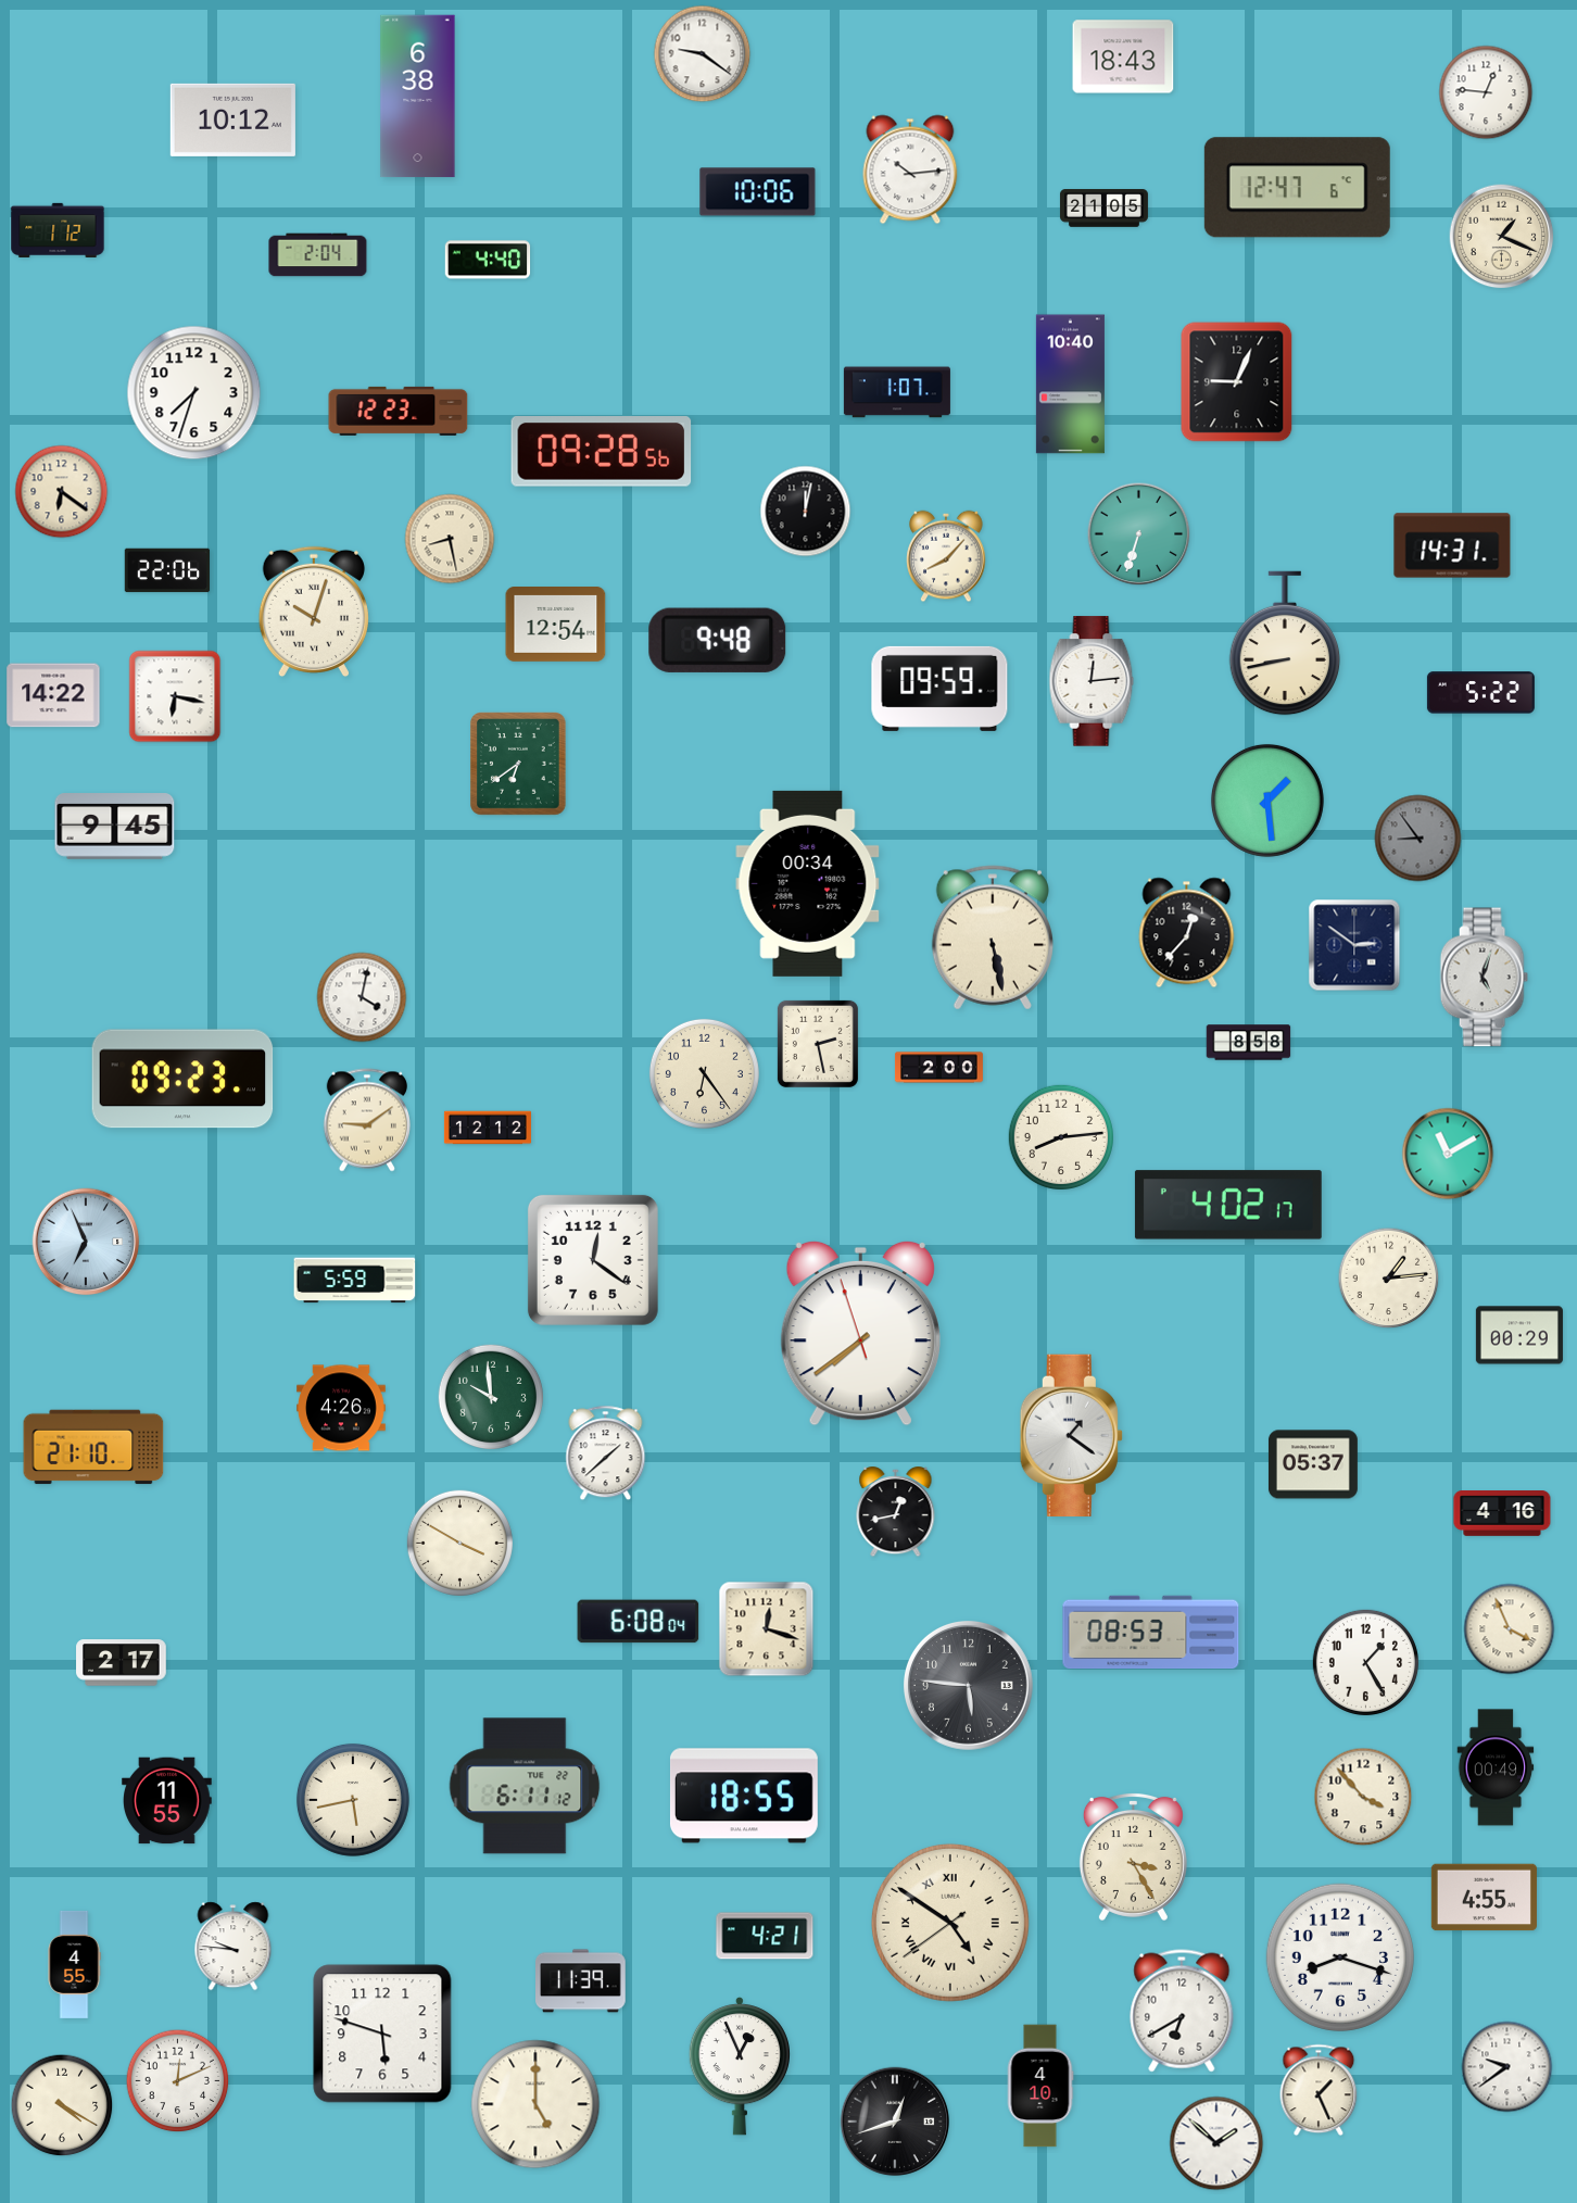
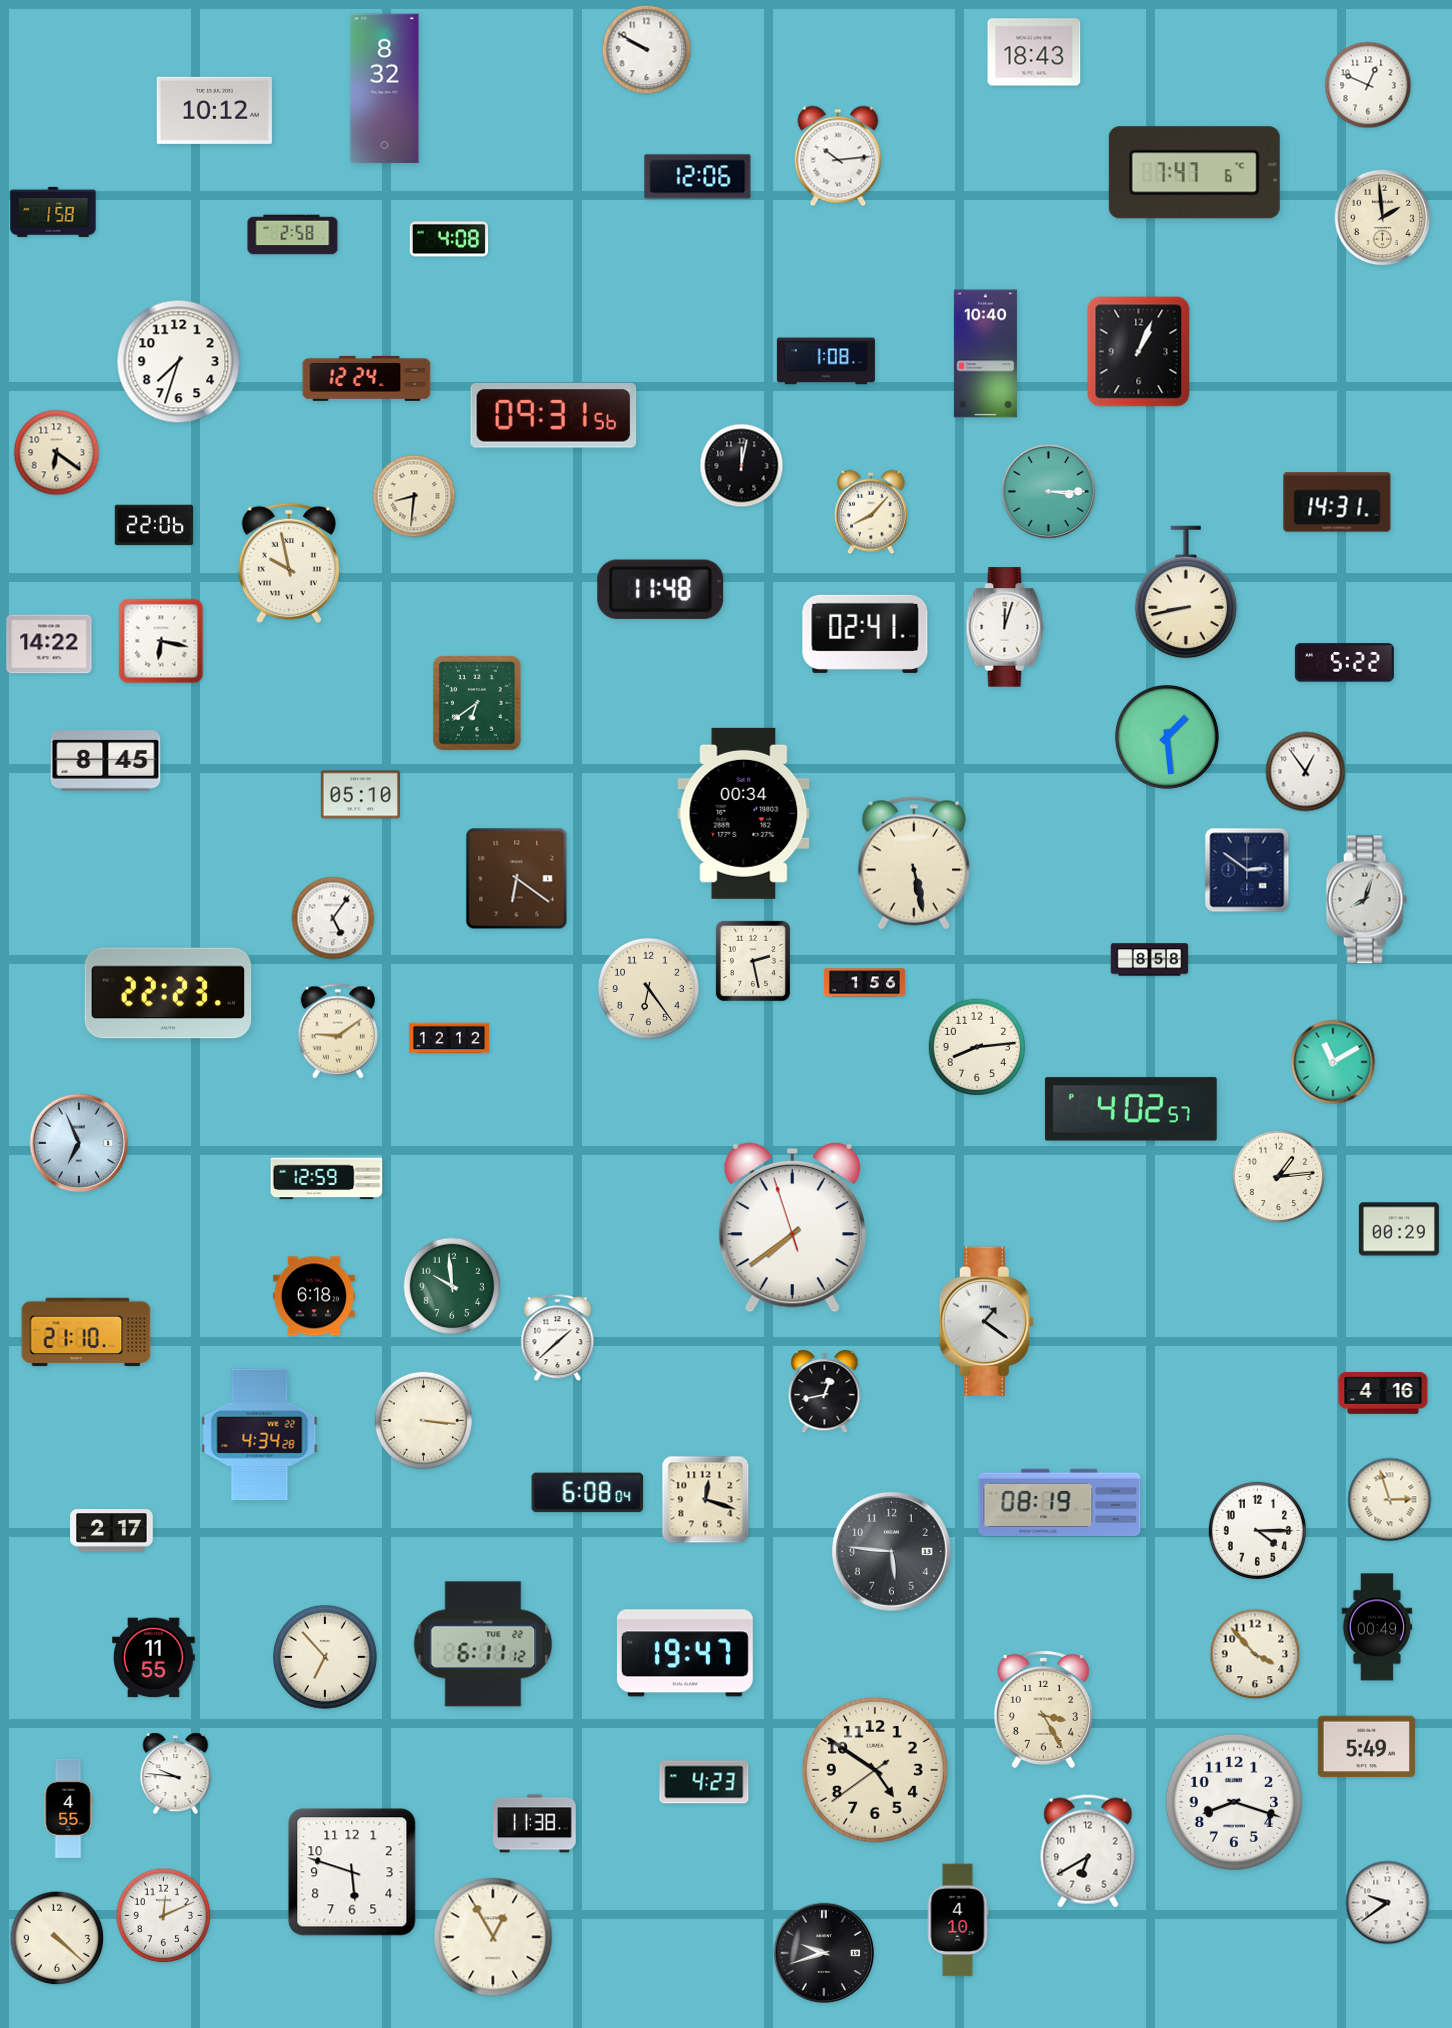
clock at (703, 54): 9:21 -> 9:50
clock at (1486, 92): 12:46 -> 12:49
clock at (418, 97): 6:38 -> 8:32
clock at (1297, 188): 12:47 -> 7:47
clock at (758, 192): 10:06 -> 12:06
clock at (1103, 209): 21:05 -> none
clock at (58, 230): 1:12 -> 1:58
clock at (1502, 237): 1:19 -> 1:59
clock at (318, 255): 2:04 -> 2:58
clock at (488, 260): 4:40 -> 4:08
clock at (1237, 382): 9:04 -> 1:04
clock at (897, 392): 1:07 -> 1:08
clock at (399, 411): 12:23 -> 12:24
clock at (602, 452): 09:28 -> 09:31
clock at (806, 512) position: (806, 512) -> (742, 466)
clock at (1139, 534): 6:33 -> 3:15
clock at (450, 539): 8:28 -> 8:31
clock at (314, 612): 10:03 -> 9:58
clock at (556, 625): 12:54 -> none
clock at (718, 640): 9:48 -> 11:48
clock at (1285, 643) position: (1285, 643) -> (1186, 592)
clock at (1092, 681): 12:14 -> 12:03
clock at (939, 689): 09:59 -> 02:41
clock at (1480, 693) position: (1480, 693) -> (1344, 663)
clock at (53, 695) position: (53, 695) -> (49, 644)
clock at (115, 827): 9:45 -> 8:45
clock at (1418, 839): 8:54 -> 12:54
clock at (1418, 839) dial: grey -> white
clock at (360, 795): none -> 05:10
clock at (1187, 933): 12:37 -> none
clock at (517, 879): none -> 6:21
clock at (1484, 978): 5:03 -> 8:03
clock at (362, 997): 4:02 -> 5:06
clock at (938, 1068): 2:00 -> 1:56
clock at (182, 1079): 09:23 -> 22:23
clock at (1228, 1205): 4:02:17 -> 4:02:57
clock at (593, 1260): 12:21 -> none
clock at (355, 1281): 5:59 -> 12:59
clock at (342, 1408): 4:26 -> 6:18
clock at (1313, 1464): 05:37 -> none
clock at (459, 1543): 3:50 -> 3:16
clock at (260, 1435): none -> 4:34
clock at (1510, 1629): 3:56 -> 2:57
clock at (1151, 1633): 08:53 -> 08:19
clock at (1365, 1662): 1:25 -> 4:15
clock at (744, 1796): 18:55 -> 19:47
clock at (353, 1800): 5:43 -> 6:53
clock at (1484, 1898): 4:55 -> 5:49
clock at (950, 1923) numerals: Roman -> Arabic
clock at (765, 1936): 4:21 -> 4:23
clock at (234, 1947) position: (234, 1947) -> (176, 1774)
clock at (581, 1981): 11:39 -> 11:38
clock at (739, 2066): 12:56 -> none
clock at (1319, 2090): 1:26 -> none
clock at (535, 2104): 5:00 -> 12:55
clock at (62, 2105): 4:20 -> 4:22
clock at (895, 2122): 12:42 -> 9:42
clock at (1216, 2143): 1:52 -> none
